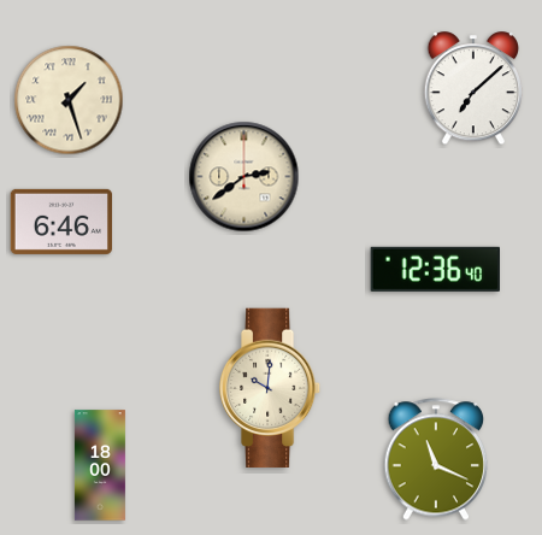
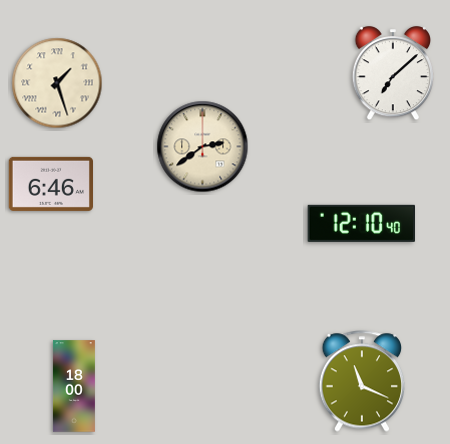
clock at (435, 269): 12:36 -> 12:10
clock at (270, 388): 10:01 -> none
clock at (100, 465) position: (100, 465) -> (74, 386)
